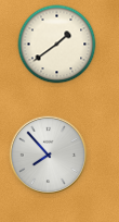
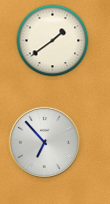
clock at (49, 156): 7:53 -> 6:53
